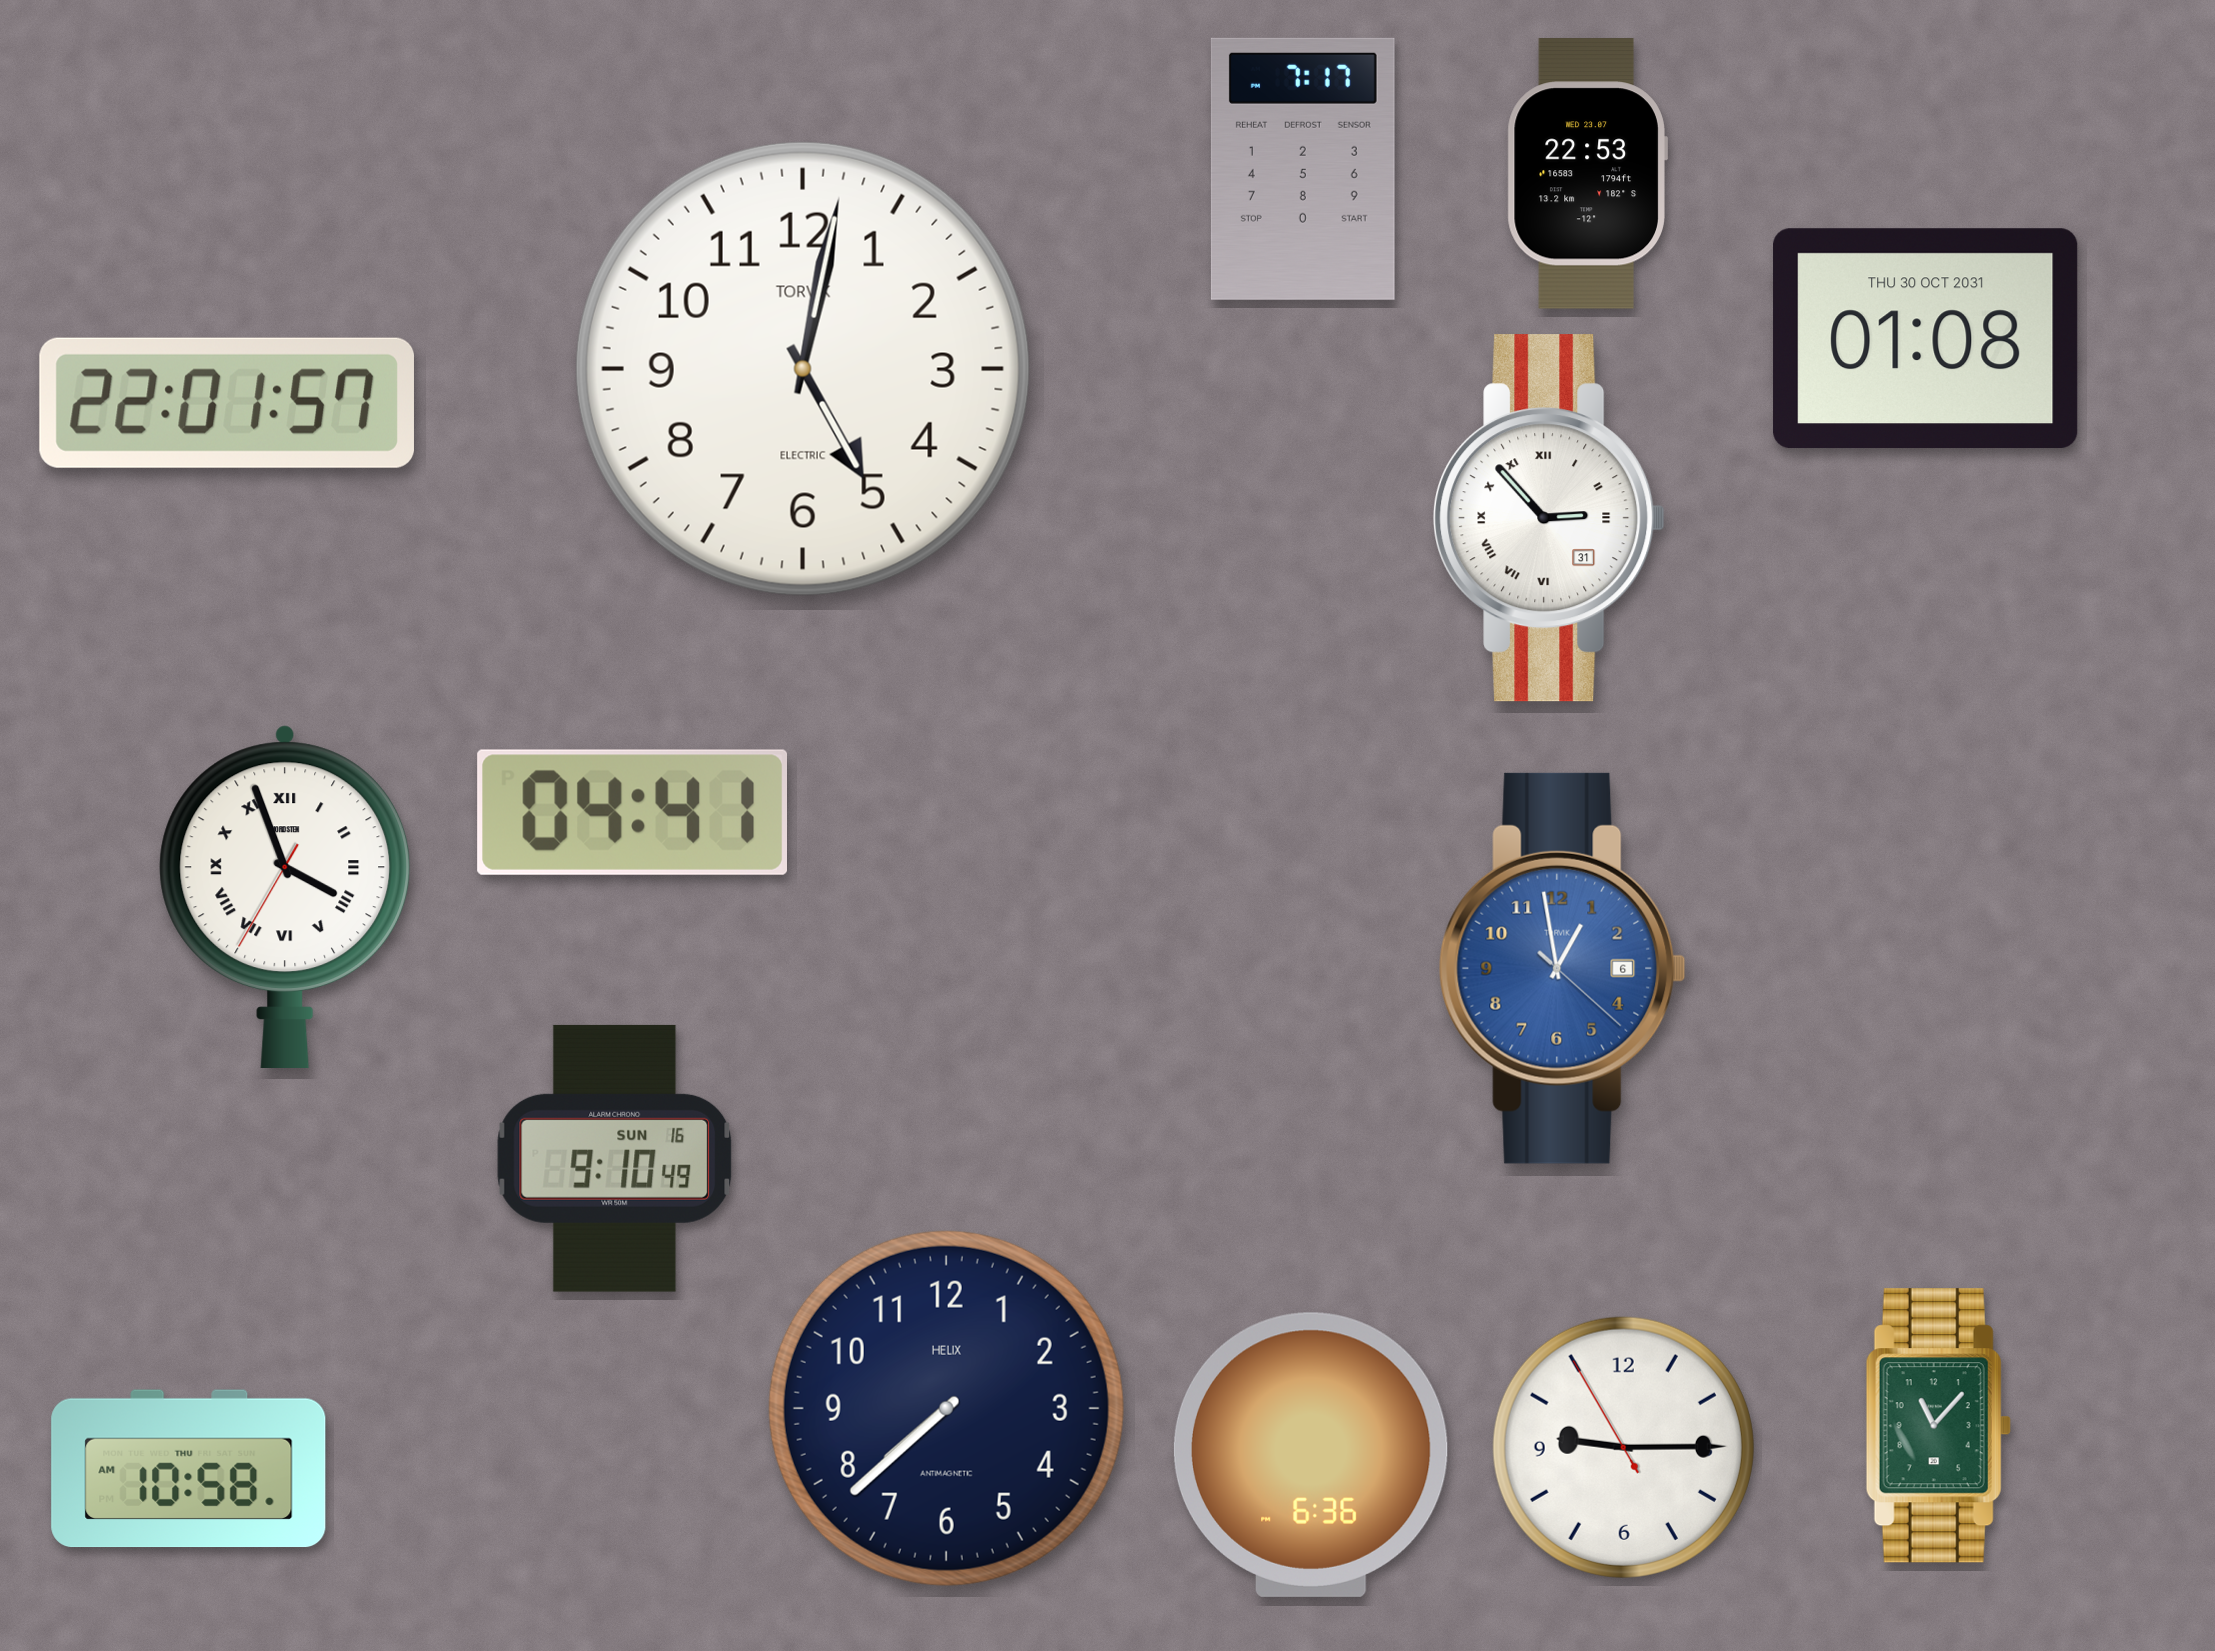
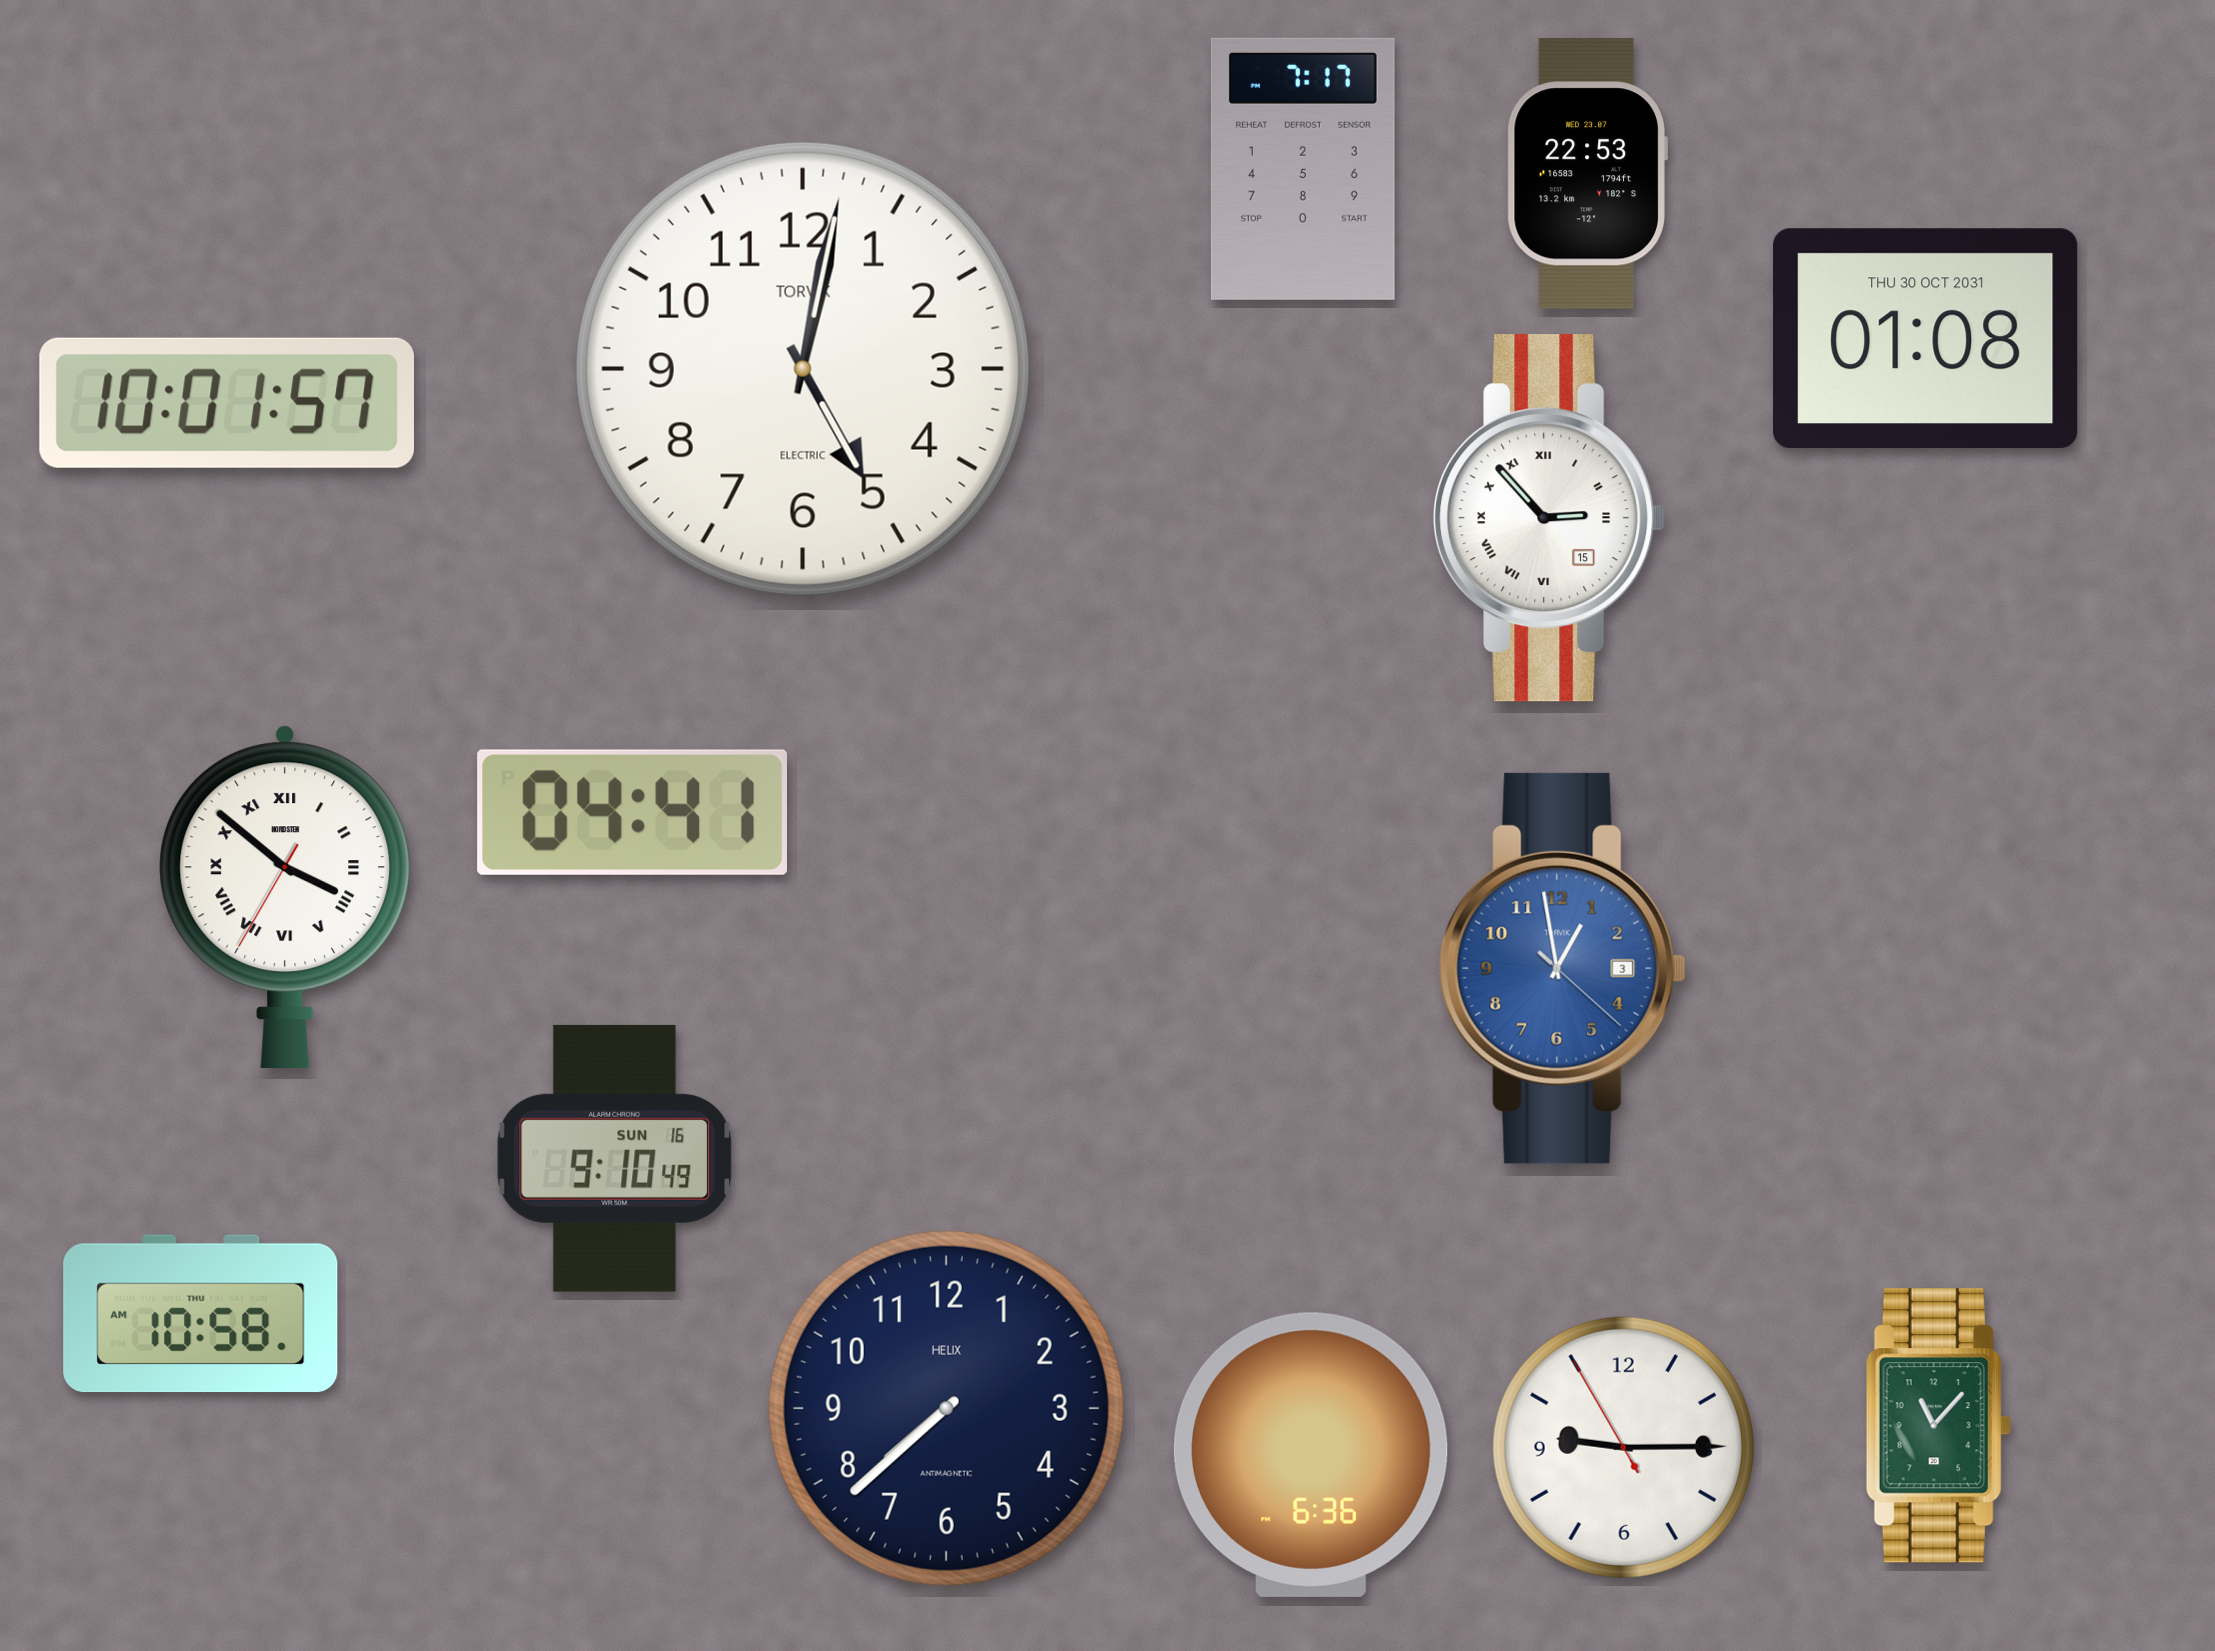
clock at (227, 403): 22:01 -> 10:01
clock at (1549, 518) date: 31 -> 15
clock at (285, 896): 3:56 -> 3:51
clock at (1562, 968) date: 6 -> 3
clock at (189, 1469) position: (189, 1469) -> (201, 1314)
